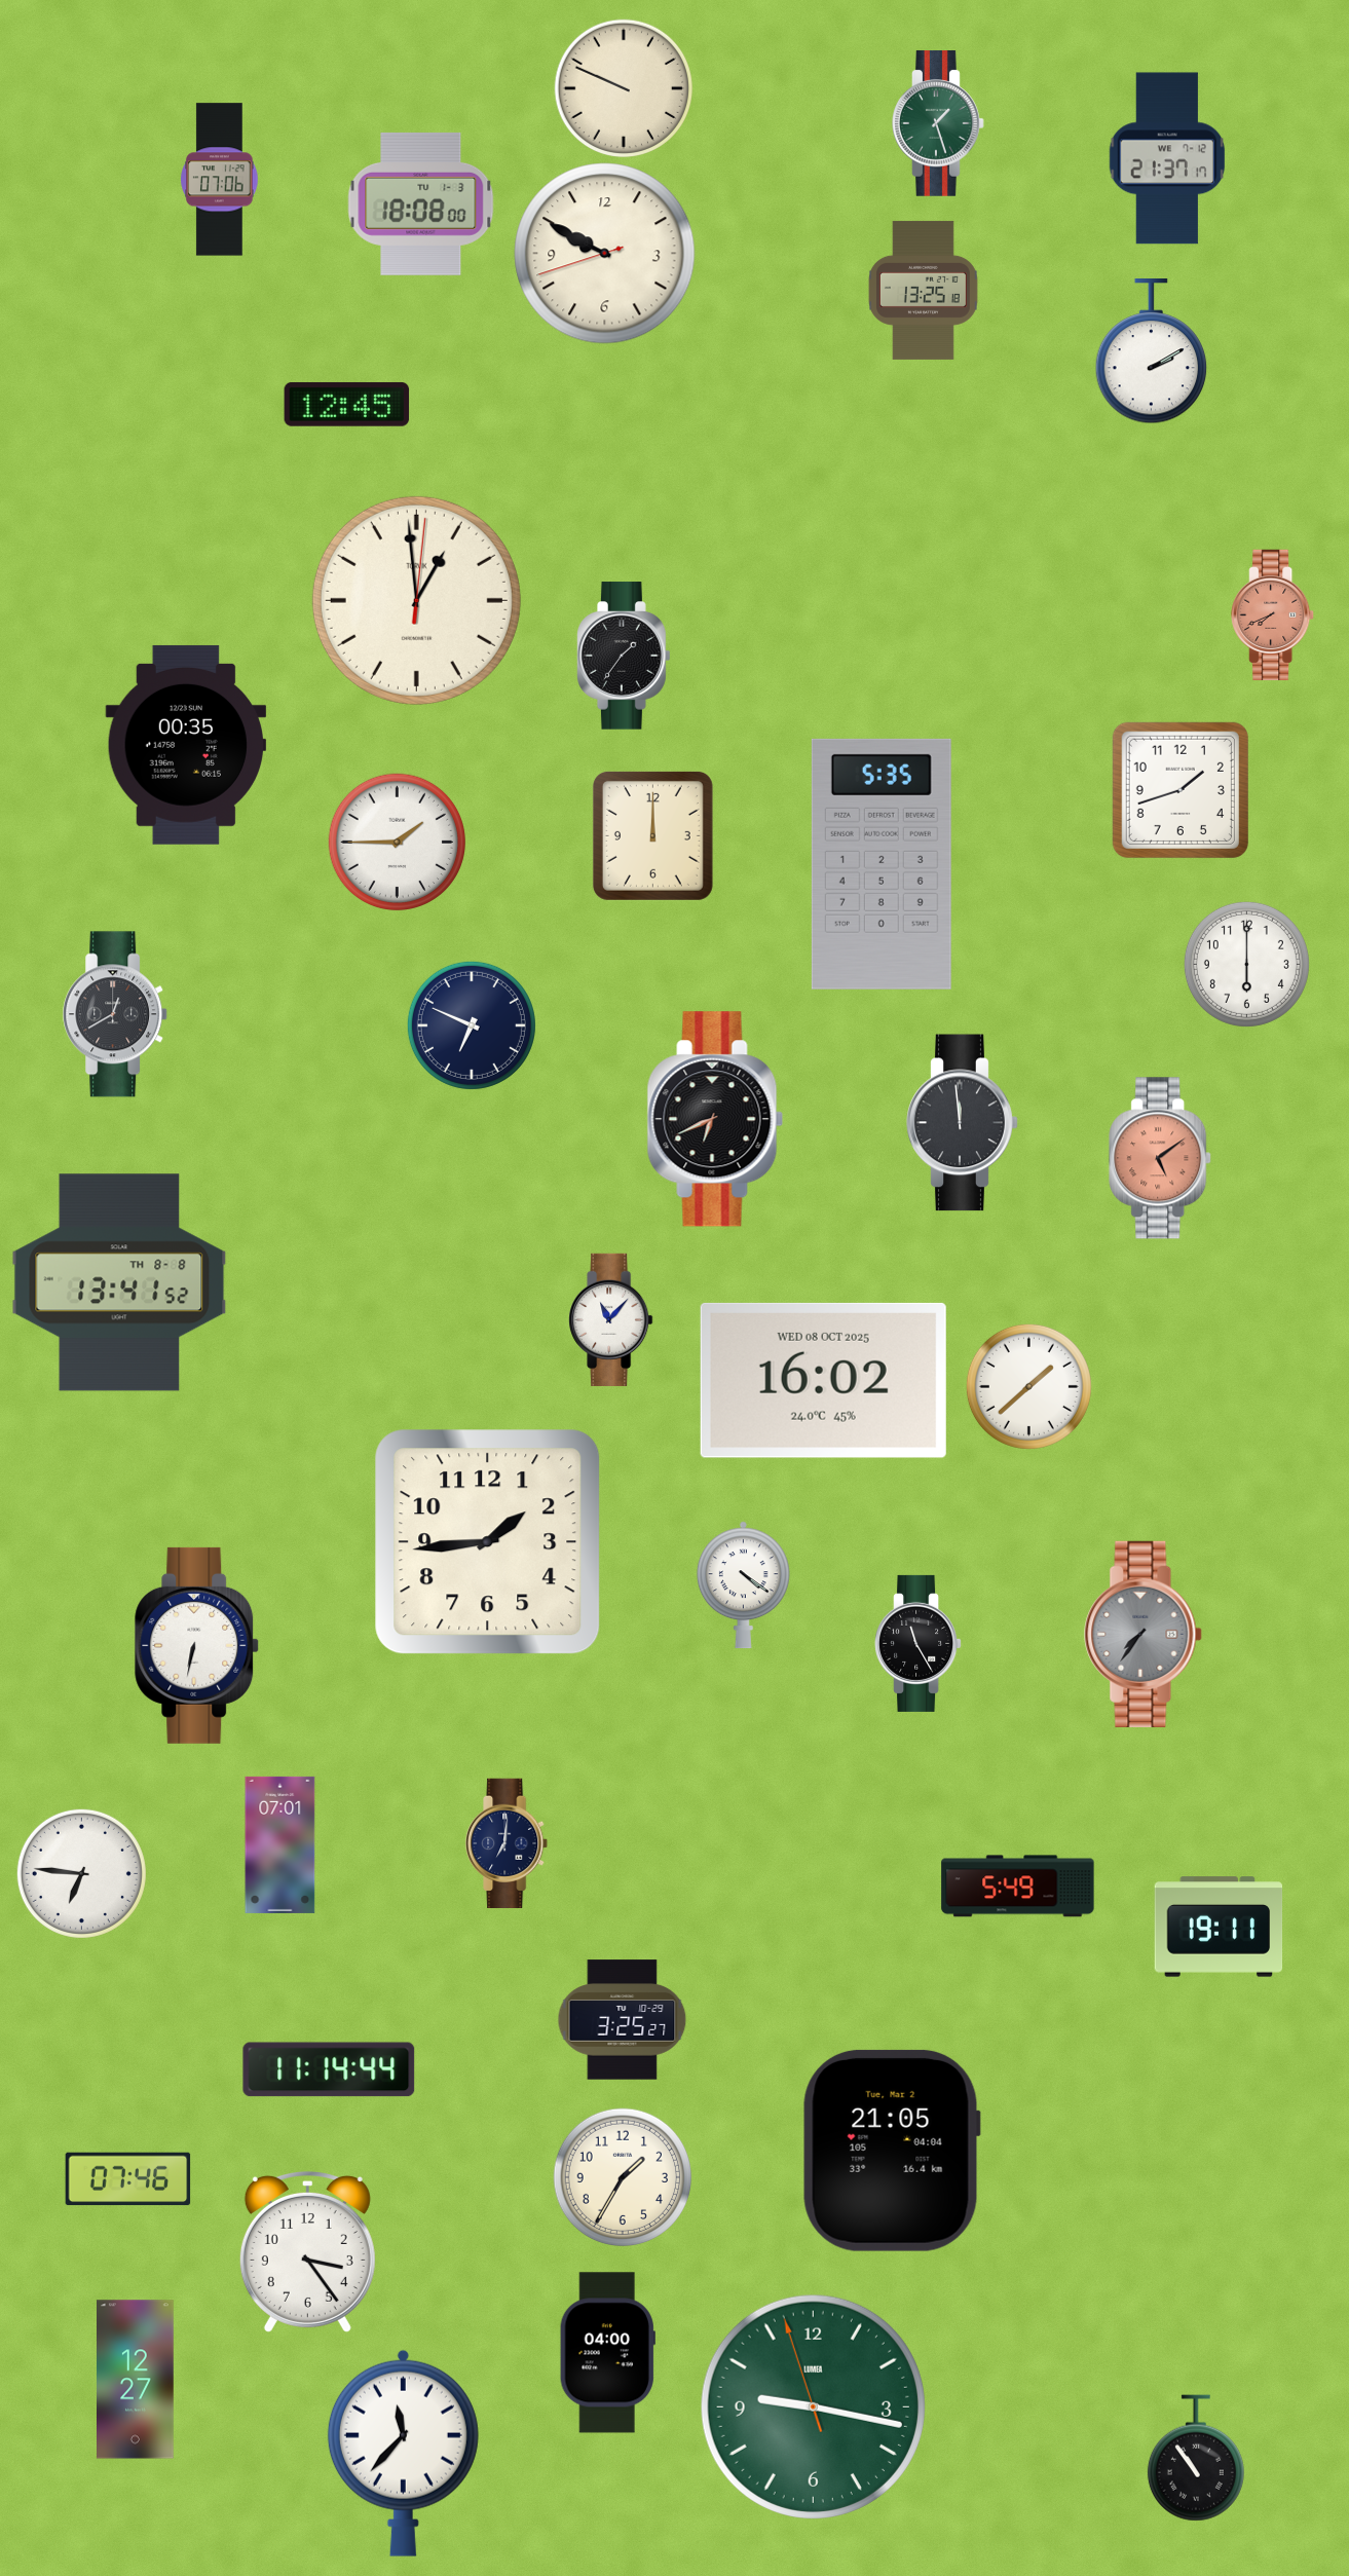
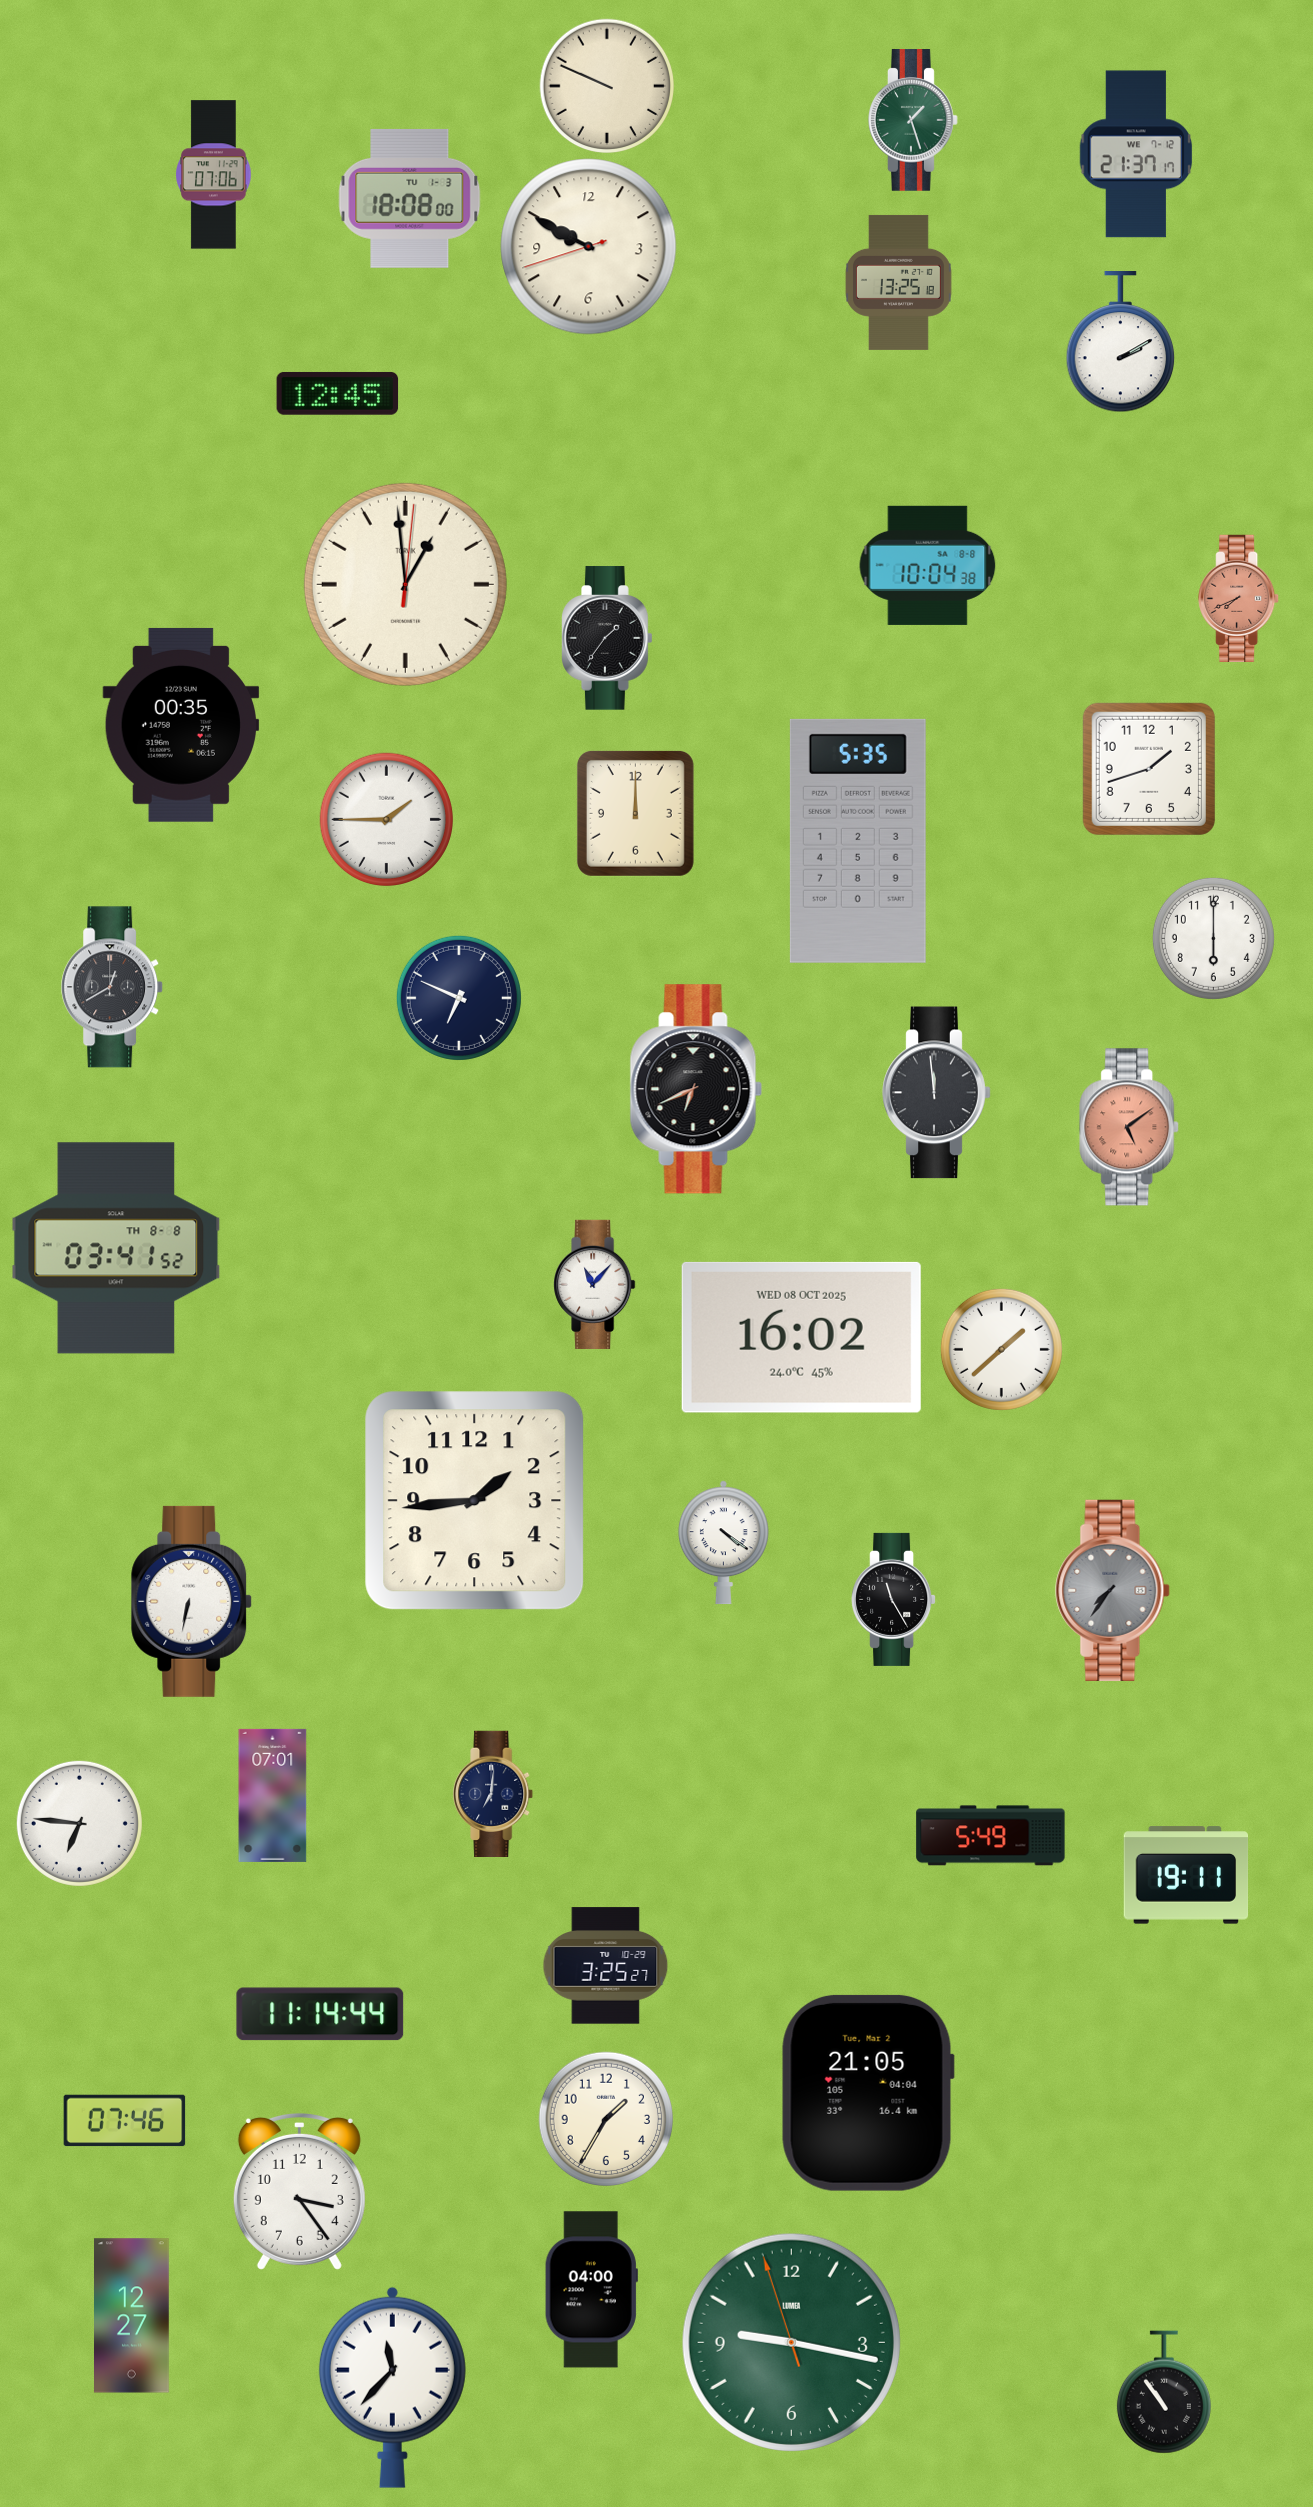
clock at (928, 565): none -> 10:04
clock at (119, 1282): 13:41 -> 03:41
clock at (823, 1380) position: (823, 1380) -> (801, 1337)
